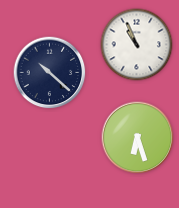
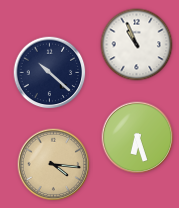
clock at (54, 165): none -> 4:16
